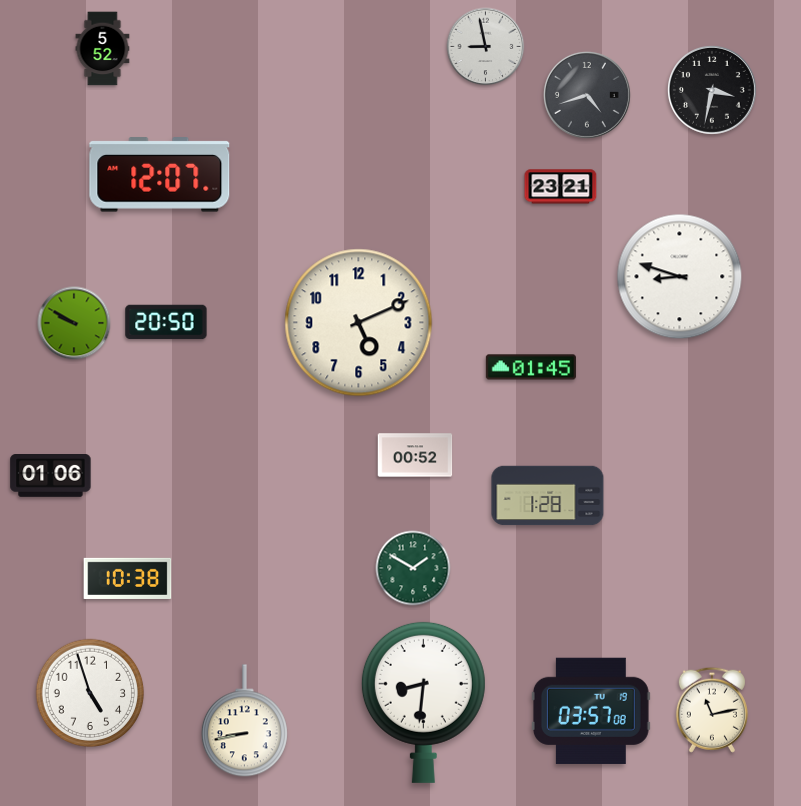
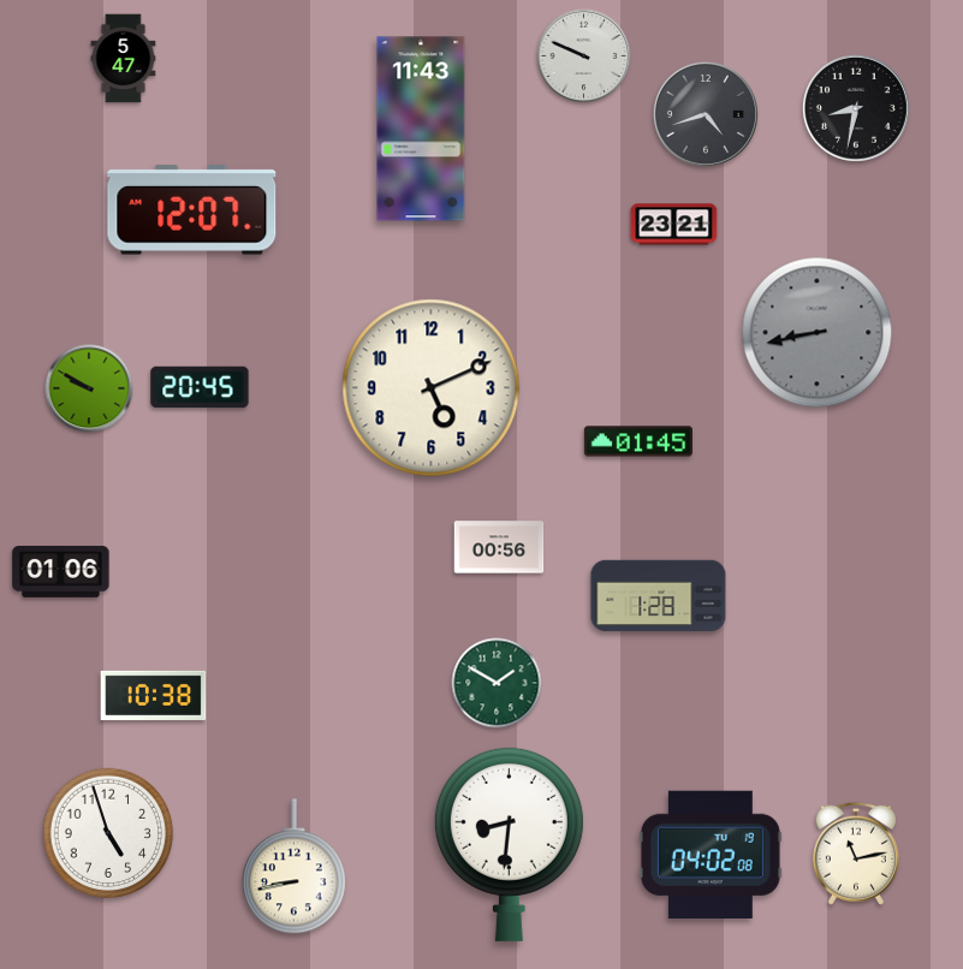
clock at (486, 47): 8:58 -> 9:49
clock at (103, 49): 5:52 -> 5:47
clock at (713, 91): 3:32 -> 8:32
clock at (421, 129): none -> 11:43
clock at (680, 277): 8:48 -> 8:43
clock at (680, 277) dial: white -> grey
clock at (166, 322): 20:50 -> 20:45
clock at (415, 455): 00:52 -> 00:56
clock at (591, 711): 03:57 -> 04:02
